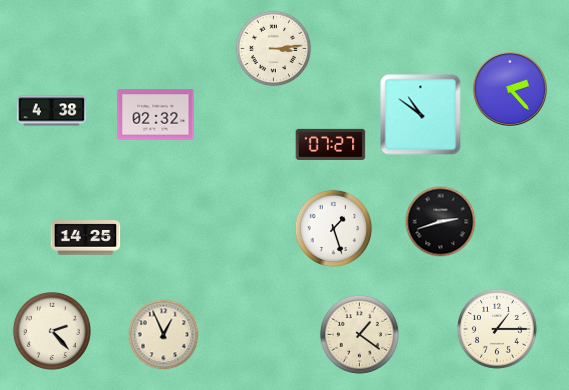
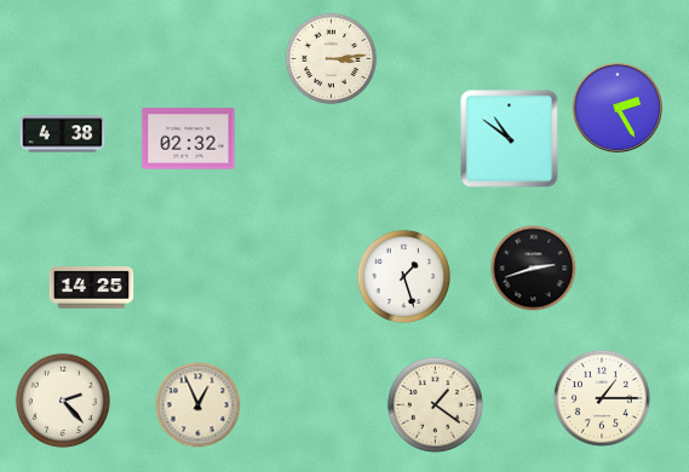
clock at (510, 89): 2:23 -> 2:25
clock at (331, 144): 07:27 -> none
clock at (86, 238) position: (86, 238) -> (92, 288)
